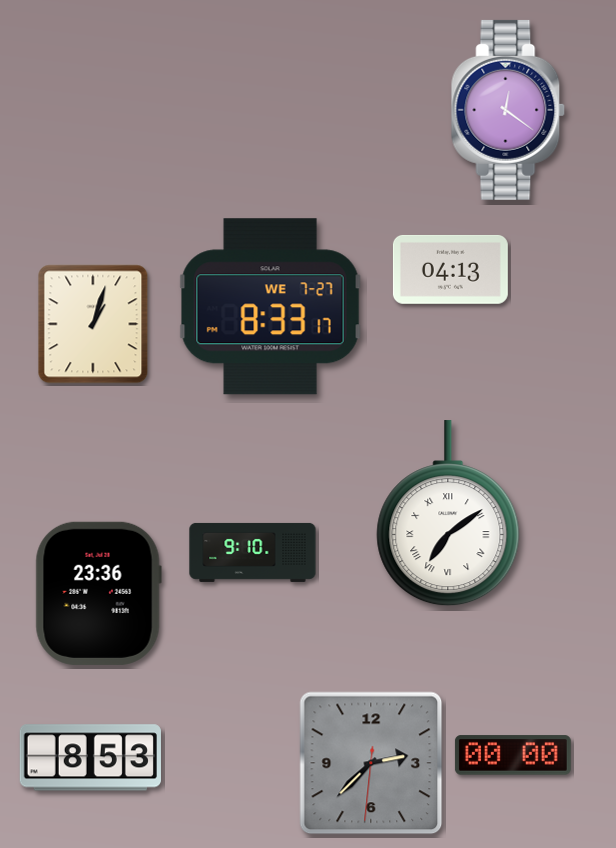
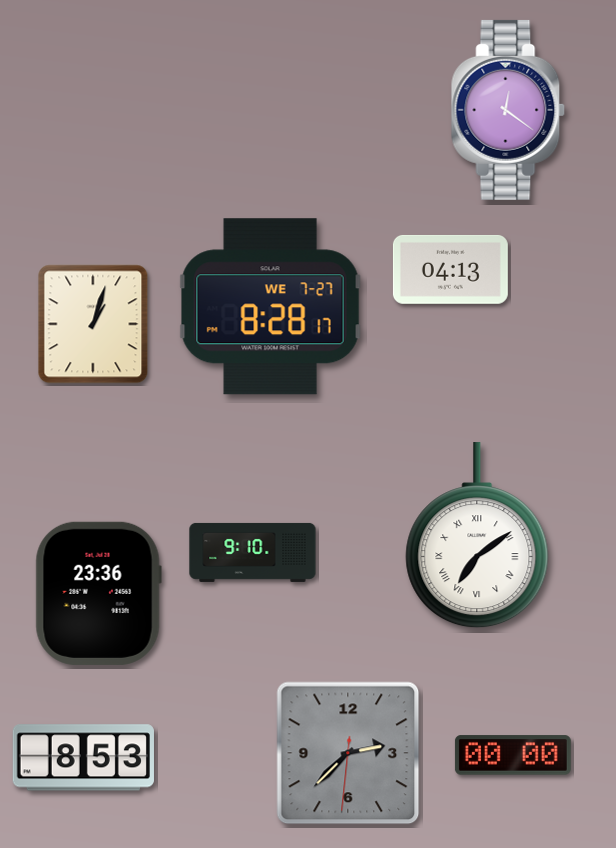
clock at (270, 307): 8:33 -> 8:28
clock at (448, 514) position: (448, 514) -> (477, 536)
clock at (90, 758) position: (90, 758) -> (83, 758)
clock at (371, 763) position: (371, 763) -> (348, 753)
